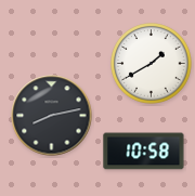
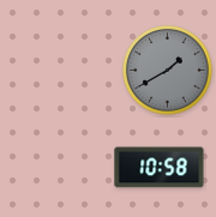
clock at (152, 64) dial: white -> grey
clock at (52, 116): 8:13 -> none
